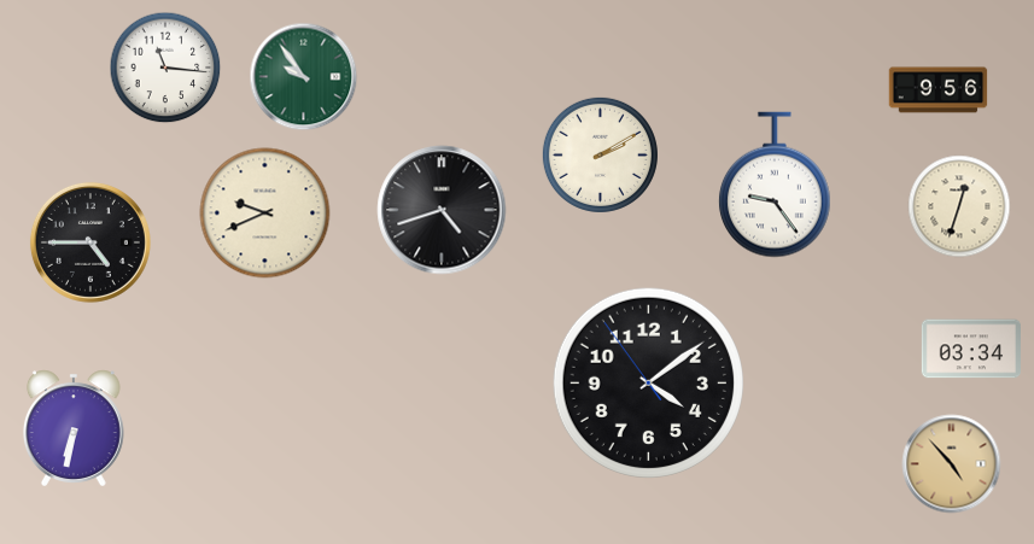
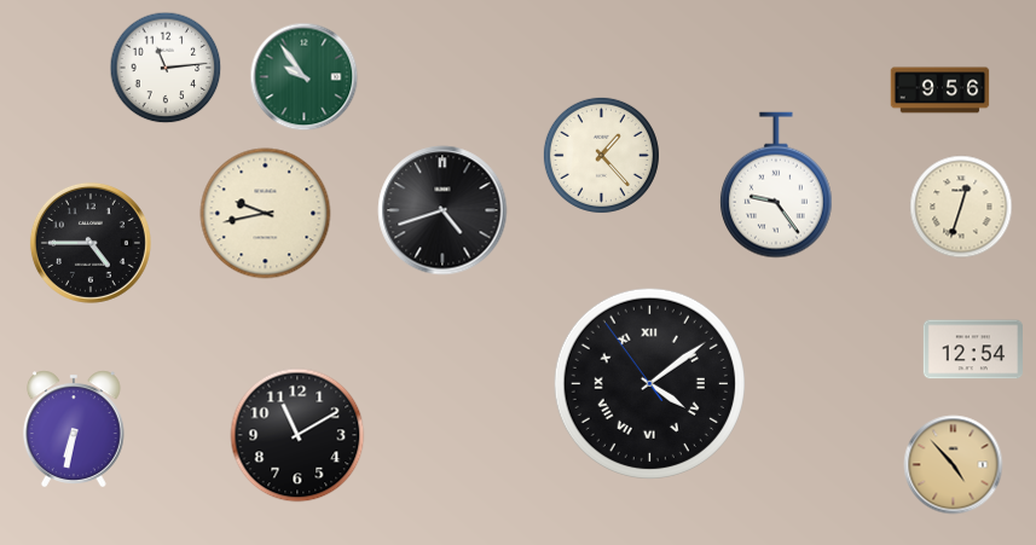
clock at (165, 68): 11:16 -> 11:14
clock at (600, 154): 2:10 -> 1:23
clock at (265, 213): 9:41 -> 9:43
clock at (970, 349): 03:34 -> 12:54
clock at (648, 382) numerals: Arabic -> Roman
clock at (297, 435): none -> 11:10
